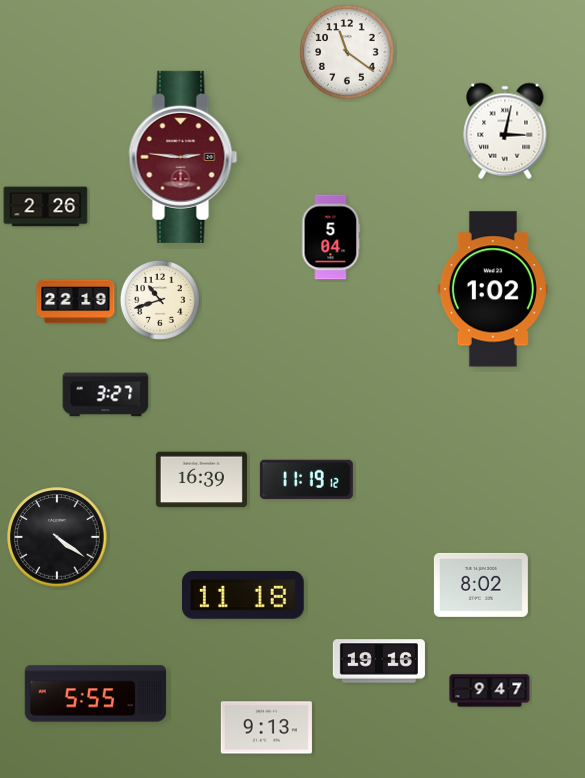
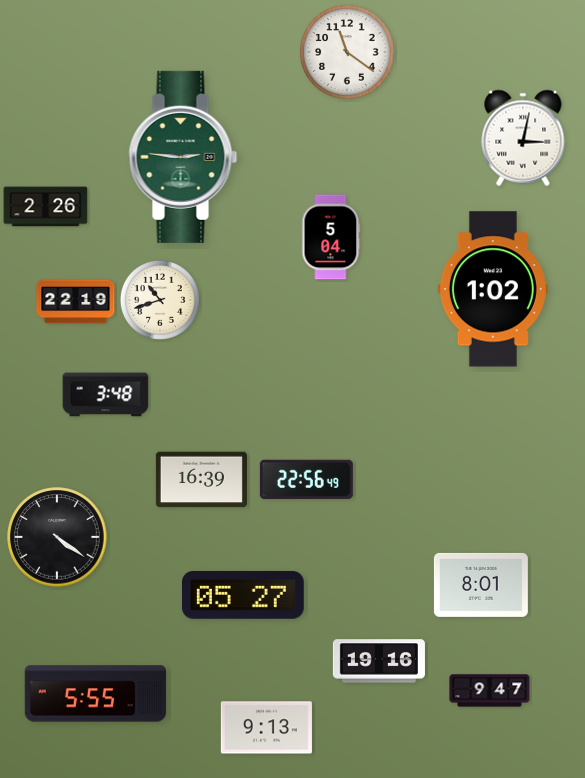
clock at (505, 131) position: (505, 131) -> (523, 138)
clock at (183, 157) dial: burgundy -> green
clock at (106, 395): 3:27 -> 3:48
clock at (306, 479): 11:19 -> 22:56
clock at (481, 585): 8:02 -> 8:01
clock at (243, 595): 11:18 -> 05:27
